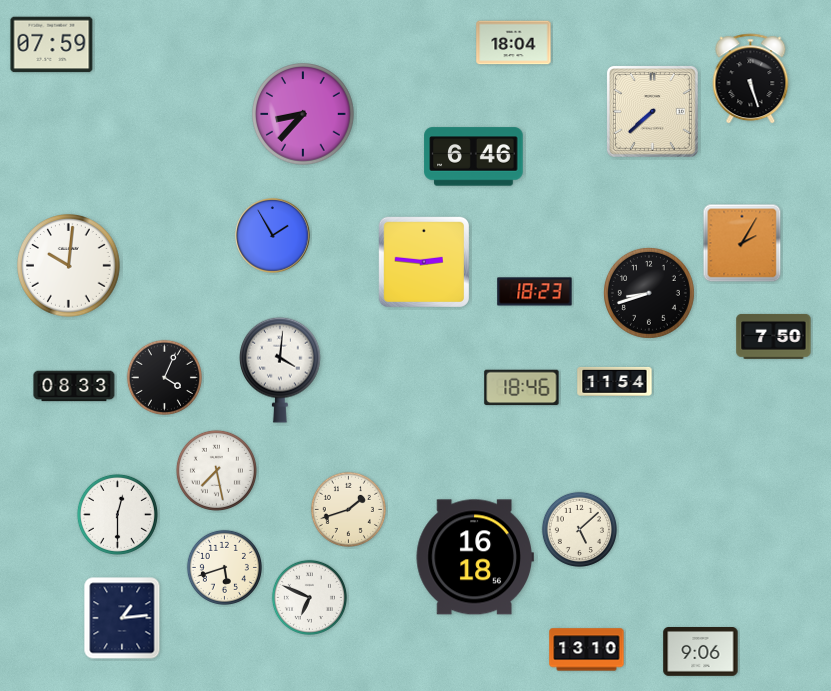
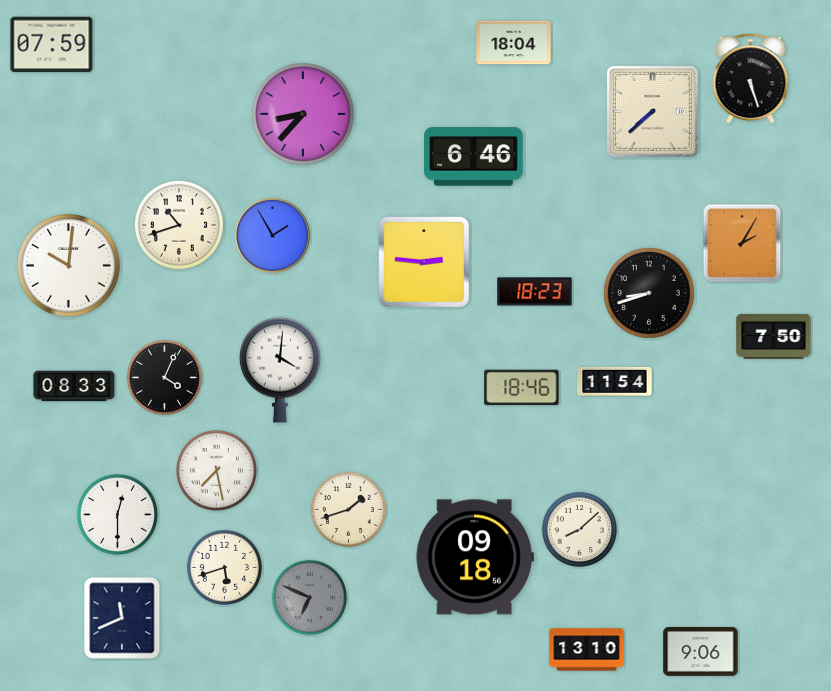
clock at (179, 225): none -> 10:42
clock at (579, 529): 5:08 -> 8:08
clock at (475, 557): 16:18 -> 09:18
clock at (309, 597) dial: white -> grey
clock at (122, 618): 1:14 -> 11:41
